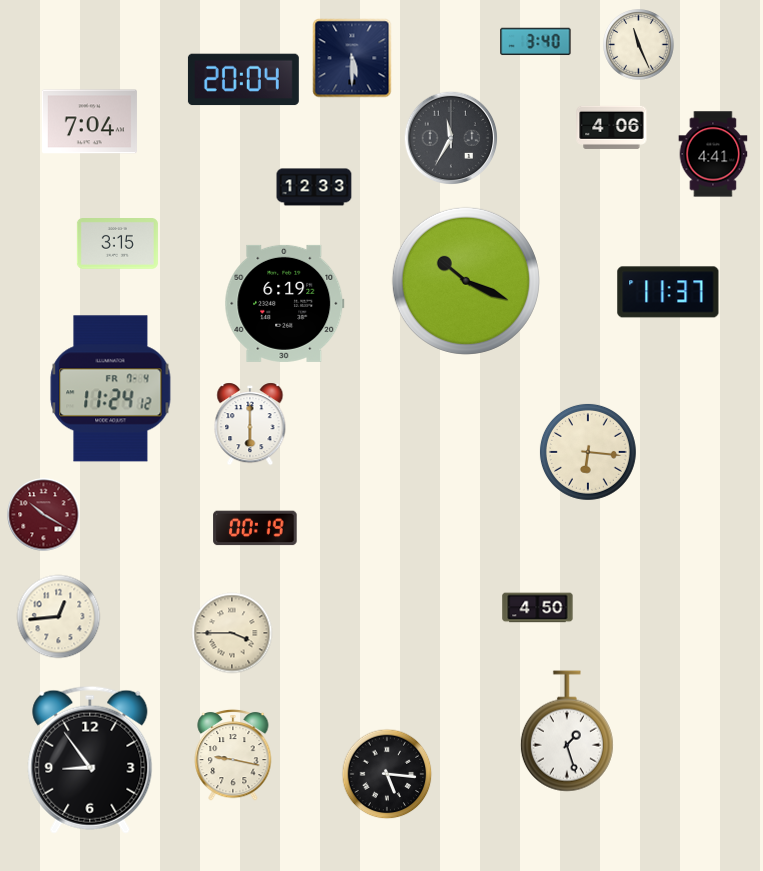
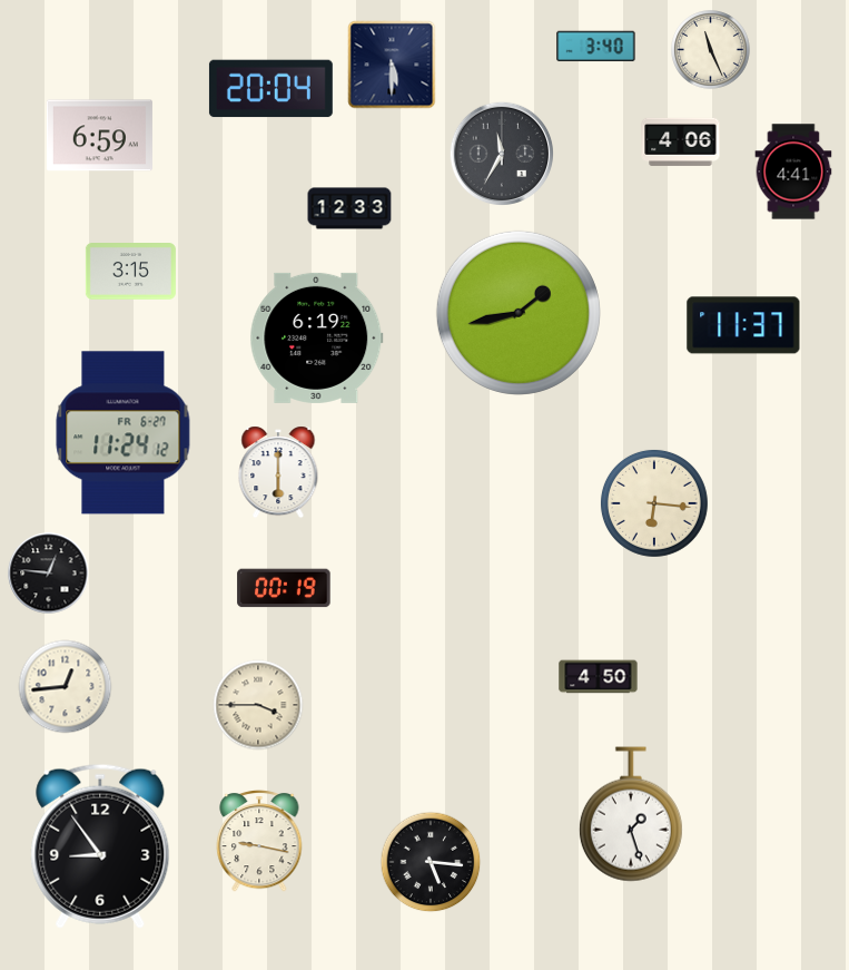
clock at (89, 122): 7:04 -> 6:59
clock at (466, 281): 10:19 -> 1:43
clock at (111, 389) date: FR 7-4 -> FR 6-27
clock at (44, 515): 10:20 -> 12:46
clock at (44, 515) dial: burgundy -> black
